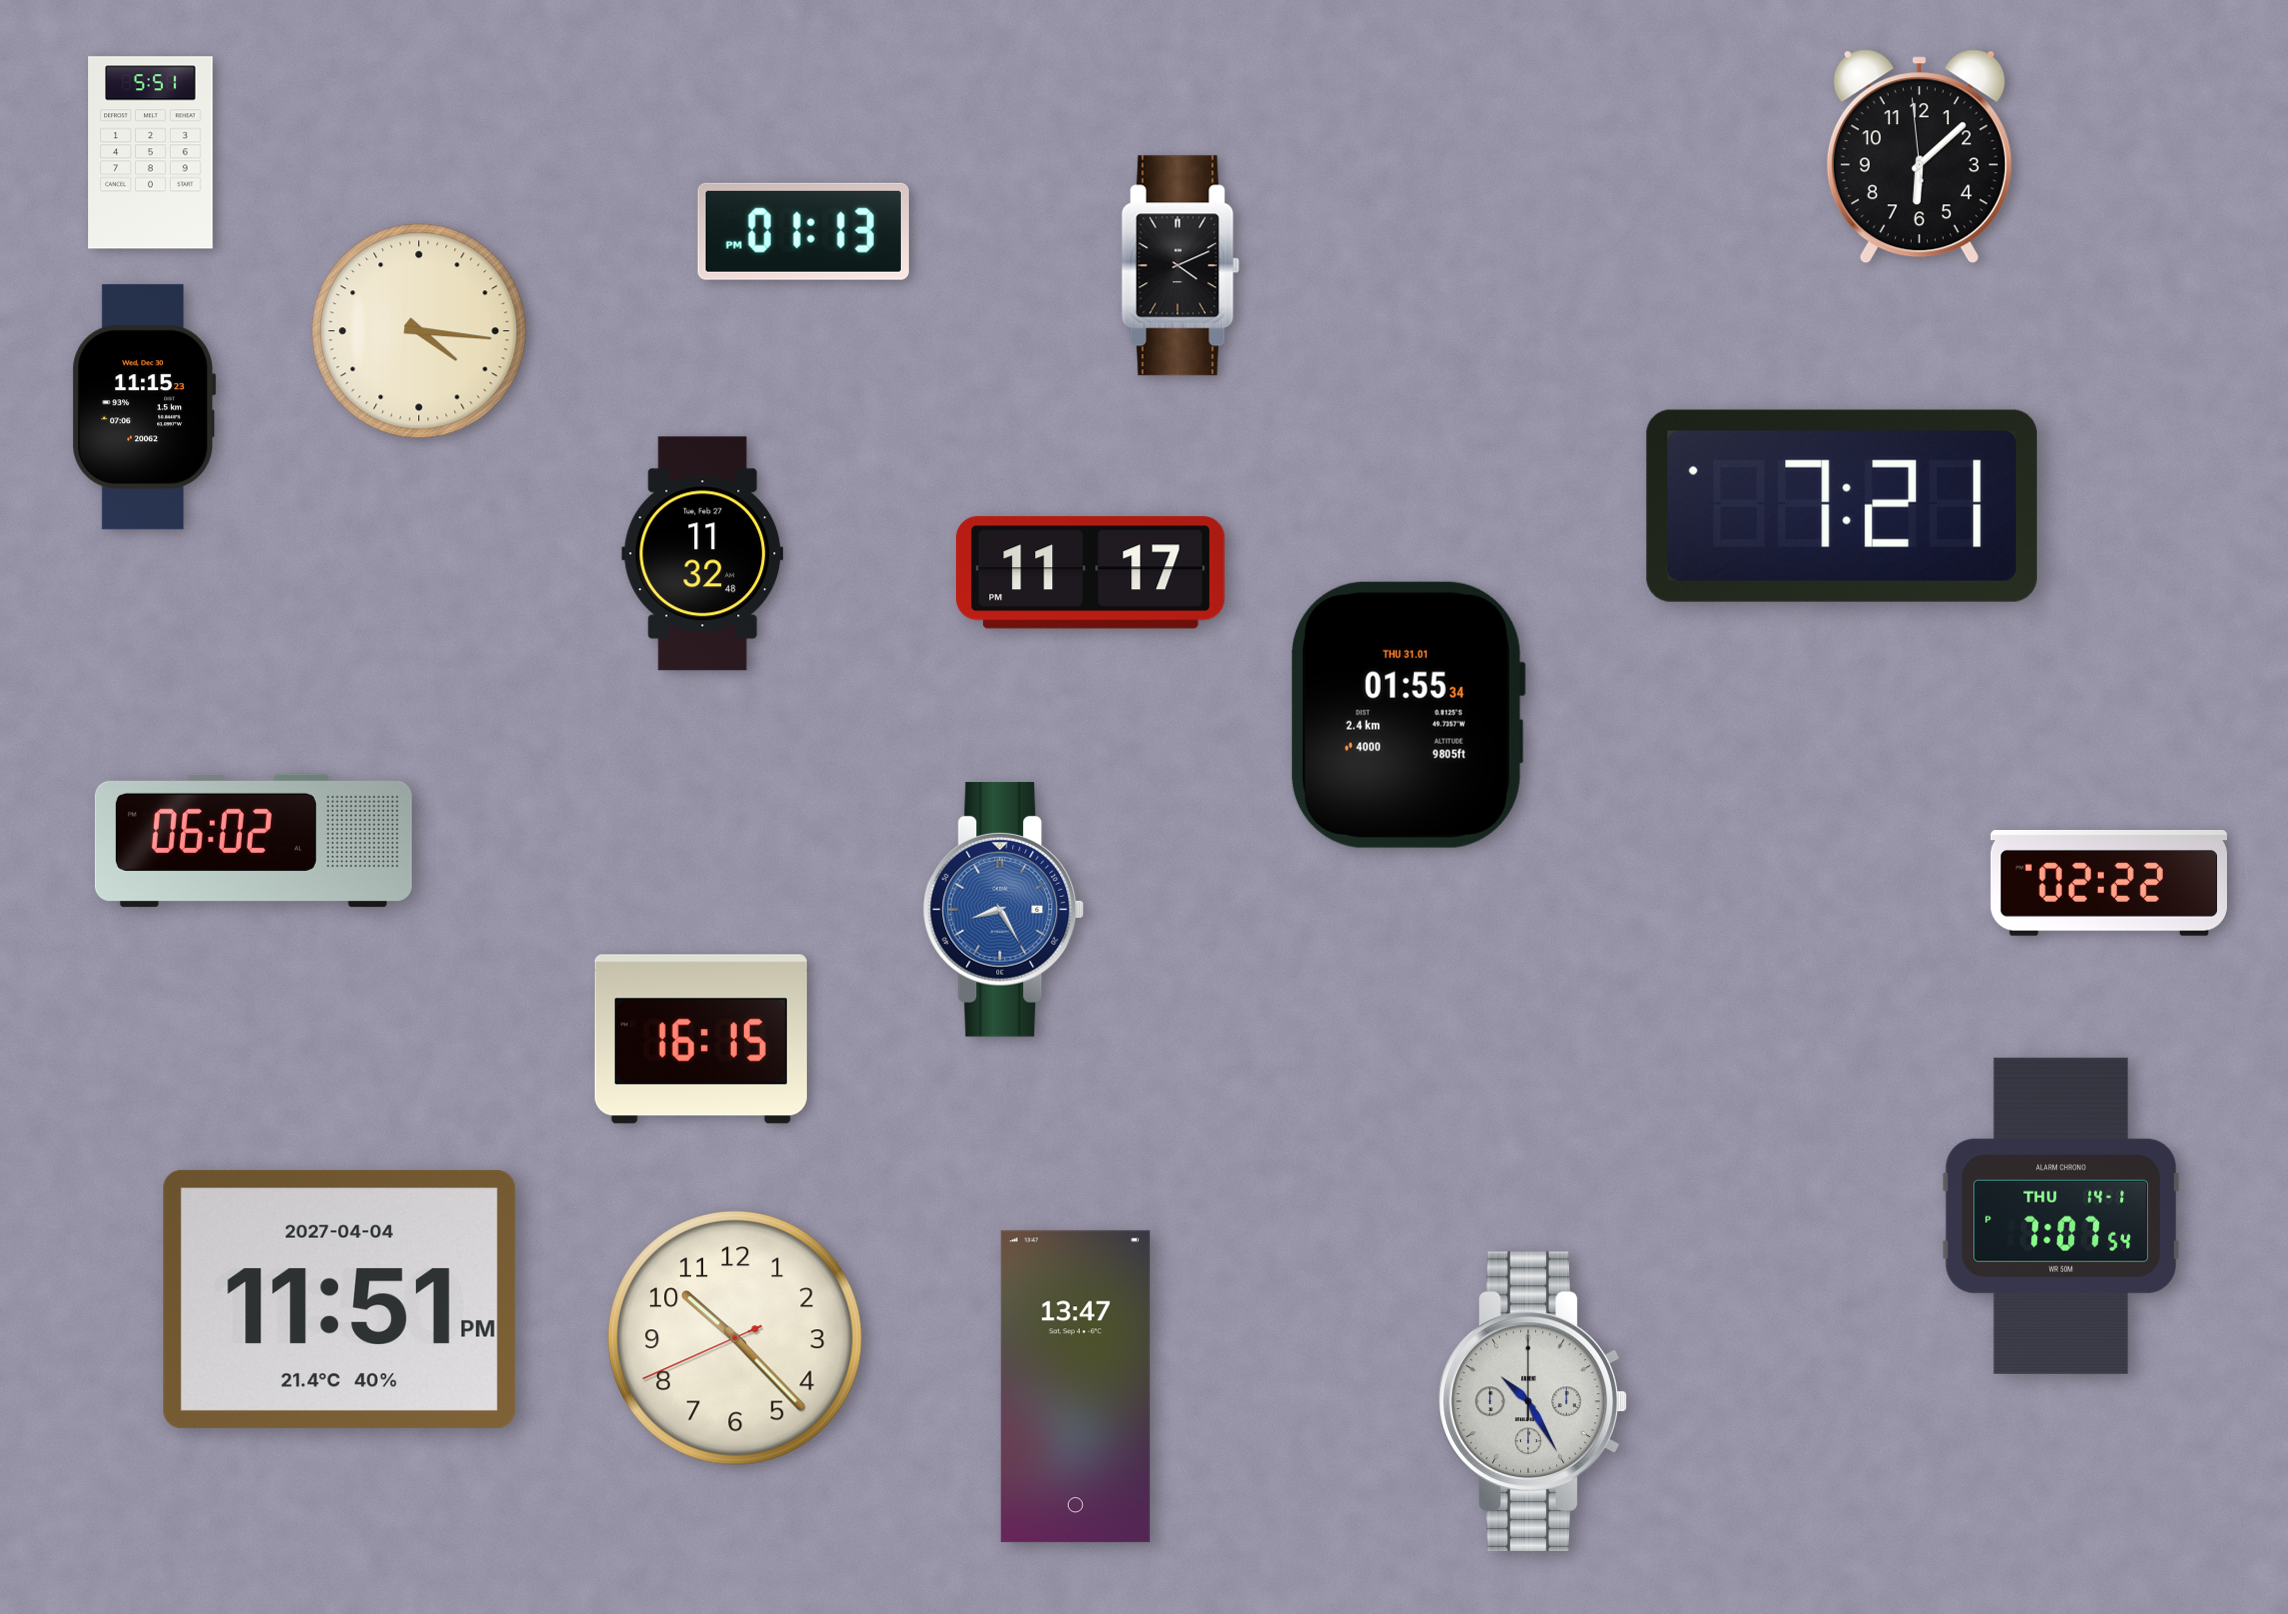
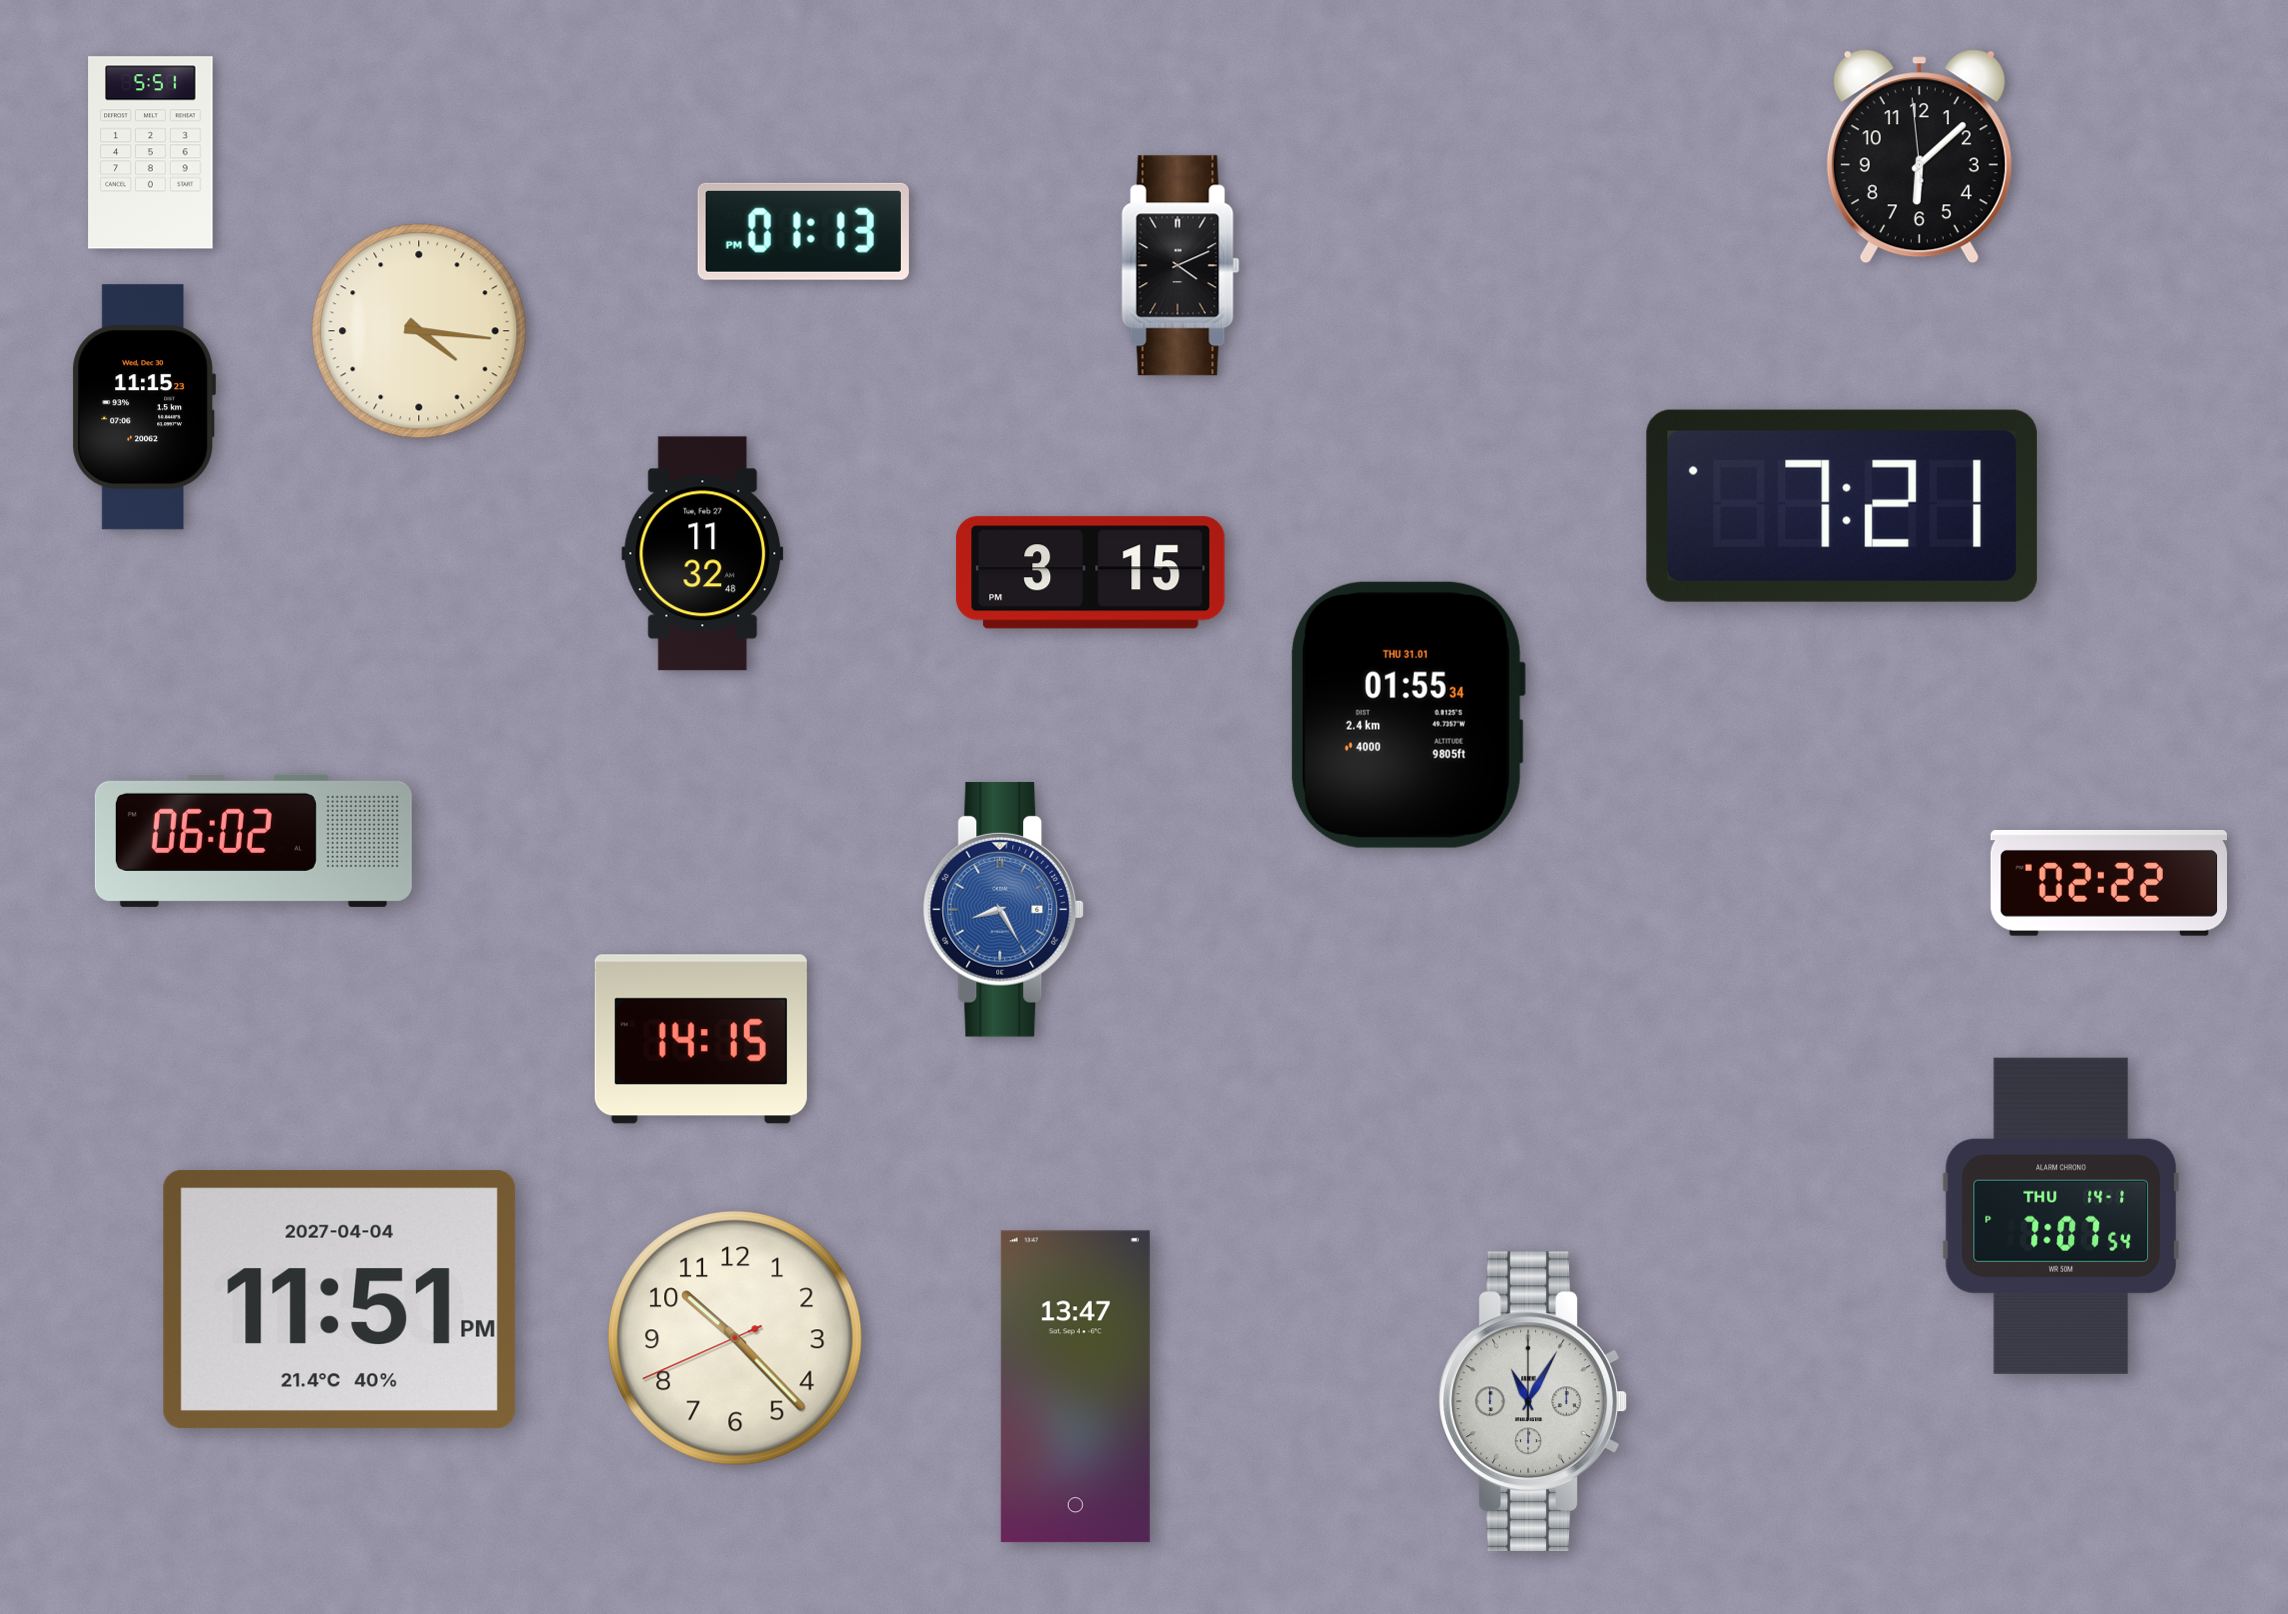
clock at (1091, 573): 11:17 -> 3:15
clock at (701, 1039): 16:15 -> 14:15
clock at (1532, 1401): 10:25 -> 11:05
